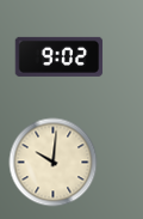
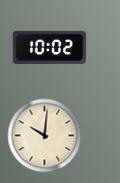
clock at (60, 56): 9:02 -> 10:02
